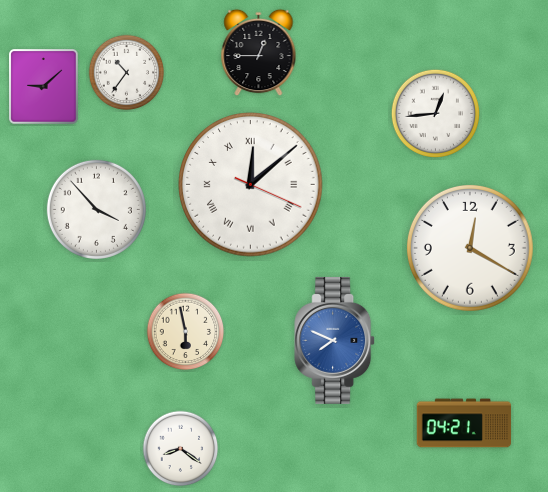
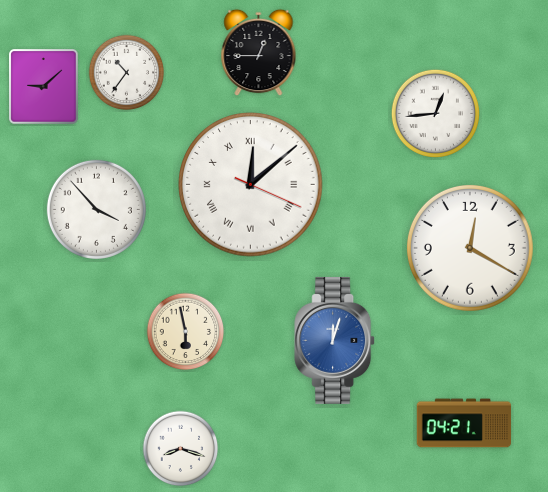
clock at (335, 340): 7:49 -> 12:03
clock at (181, 449): 8:21 -> 8:18
